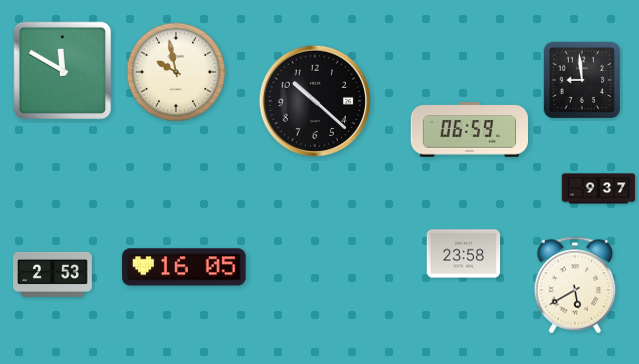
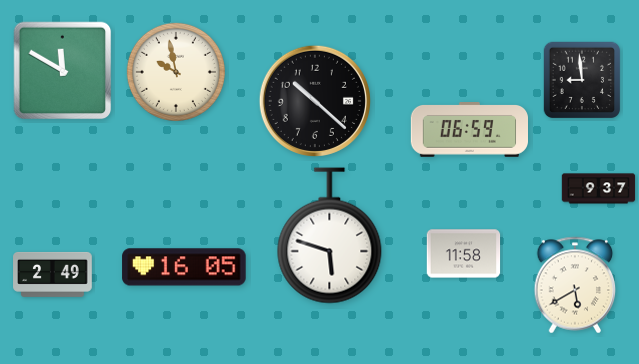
clock at (330, 236): none -> 5:48
clock at (464, 254): 23:58 -> 11:58
clock at (53, 274): 2:53 -> 2:49
